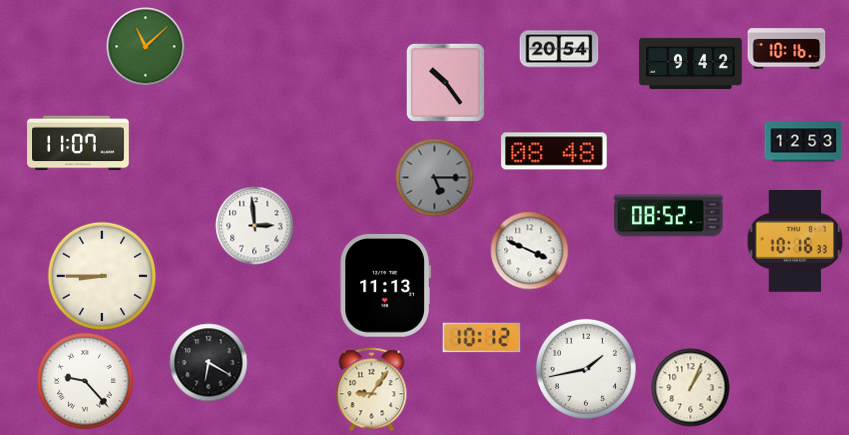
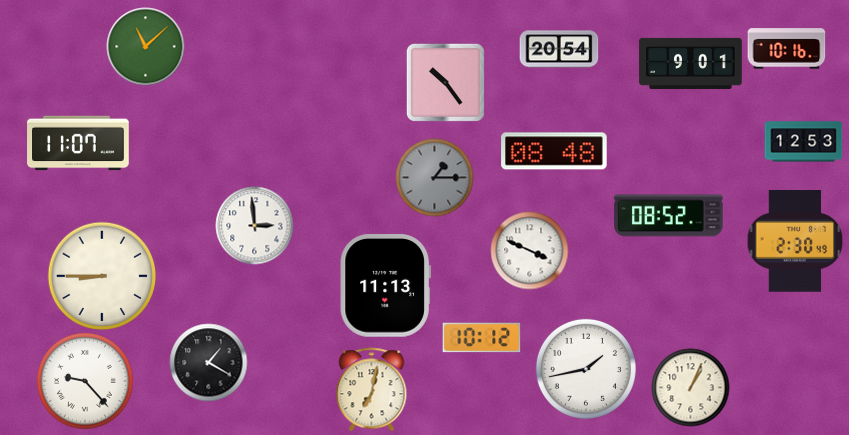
clock at (691, 63): 9:42 -> 9:01
clock at (434, 177): 5:15 -> 1:15
clock at (795, 242): 10:16 -> 2:30
clock at (208, 362): 6:20 -> 1:20
clock at (372, 389): 9:06 -> 7:02
